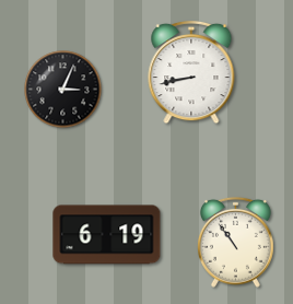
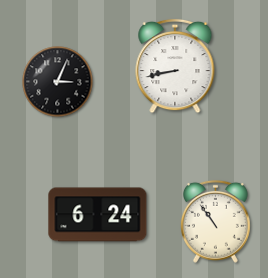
clock at (107, 235): 6:19 -> 6:24
